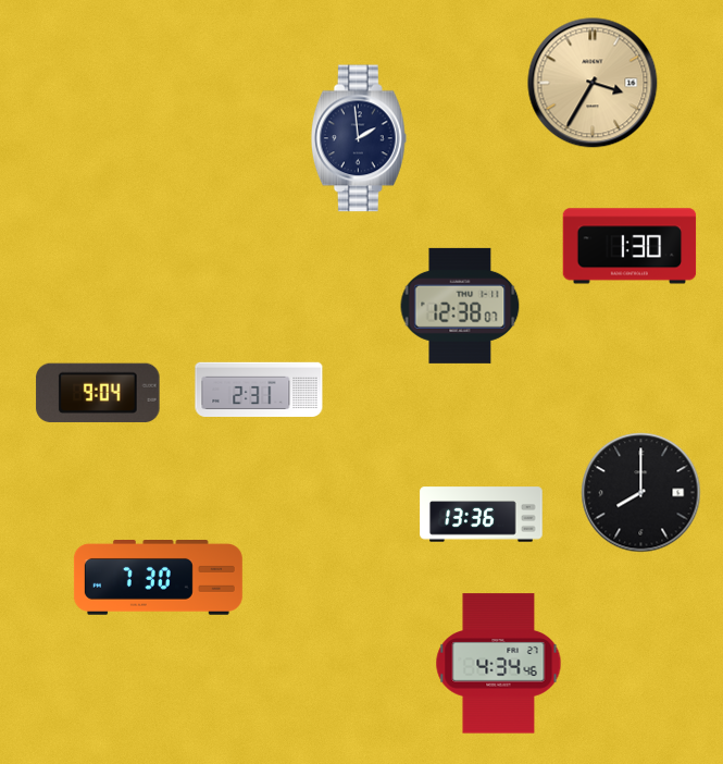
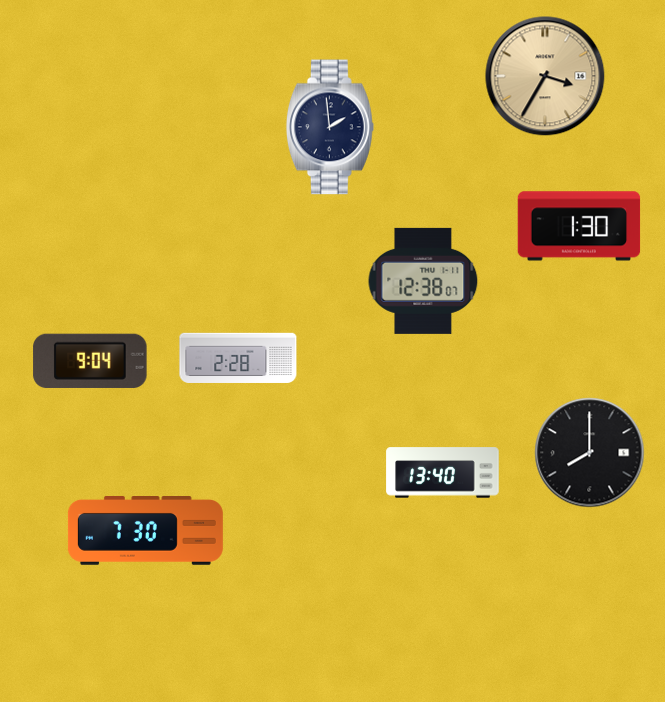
clock at (259, 390): 2:31 -> 2:28
clock at (482, 515): 13:36 -> 13:40
clock at (499, 664): 4:34 -> none
